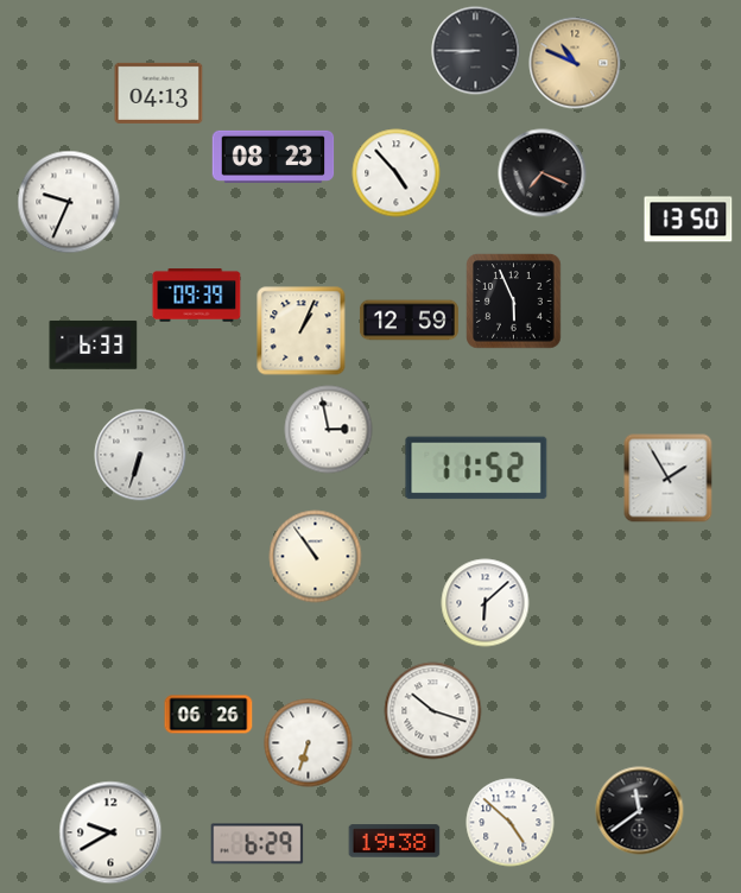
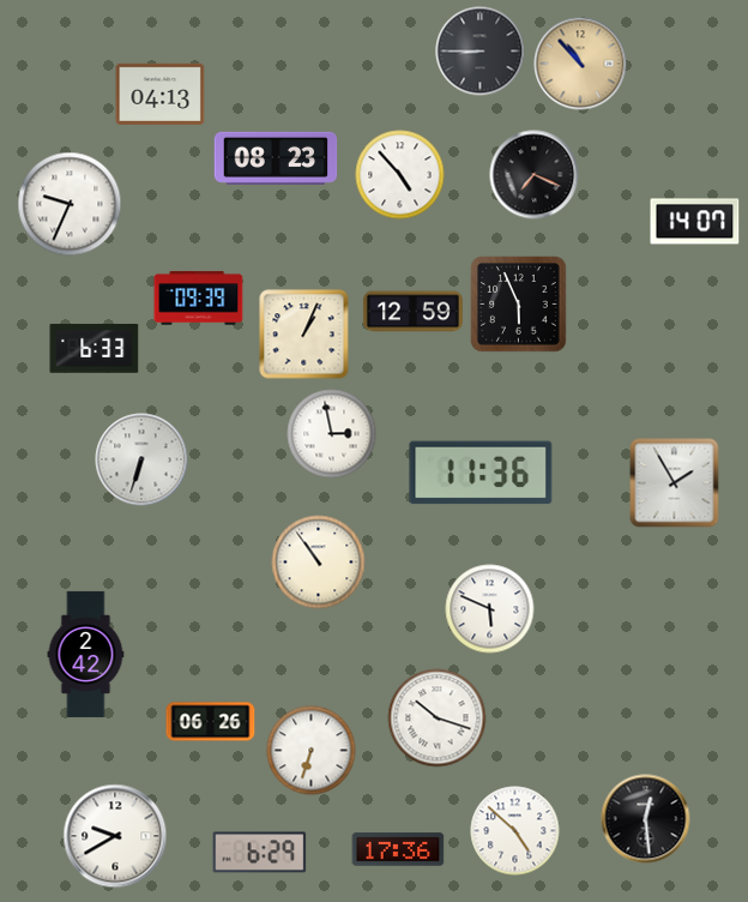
clock at (575, 63): 10:49 -> 10:53
clock at (543, 173) position: (543, 173) -> (535, 175)
clock at (689, 220): 13:50 -> 14:07
clock at (408, 321) position: (408, 321) -> (412, 312)
clock at (476, 468): 11:52 -> 11:36
clock at (486, 603): 6:08 -> 5:49
clock at (86, 654): none -> 2:42
clock at (640, 811): 11:39 -> 12:29
clock at (110, 832) position: (110, 832) -> (115, 836)
clock at (394, 841): 19:38 -> 17:36
